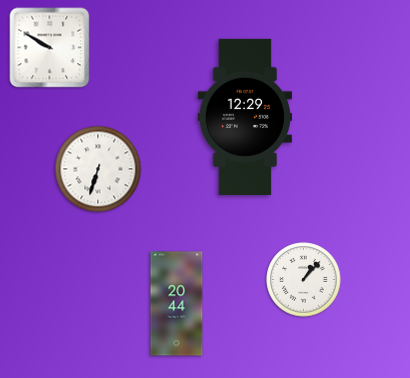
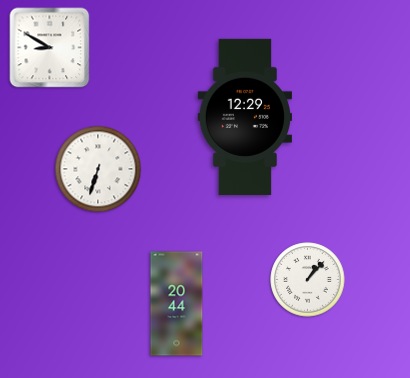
clock at (50, 48): 9:50 -> 8:50
clock at (304, 280) position: (304, 280) -> (308, 280)
